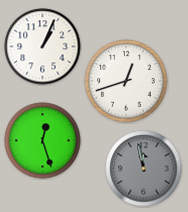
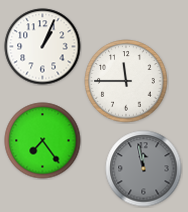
clock at (126, 81): 12:42 -> 11:45
clock at (43, 141): 12:27 -> 7:24
